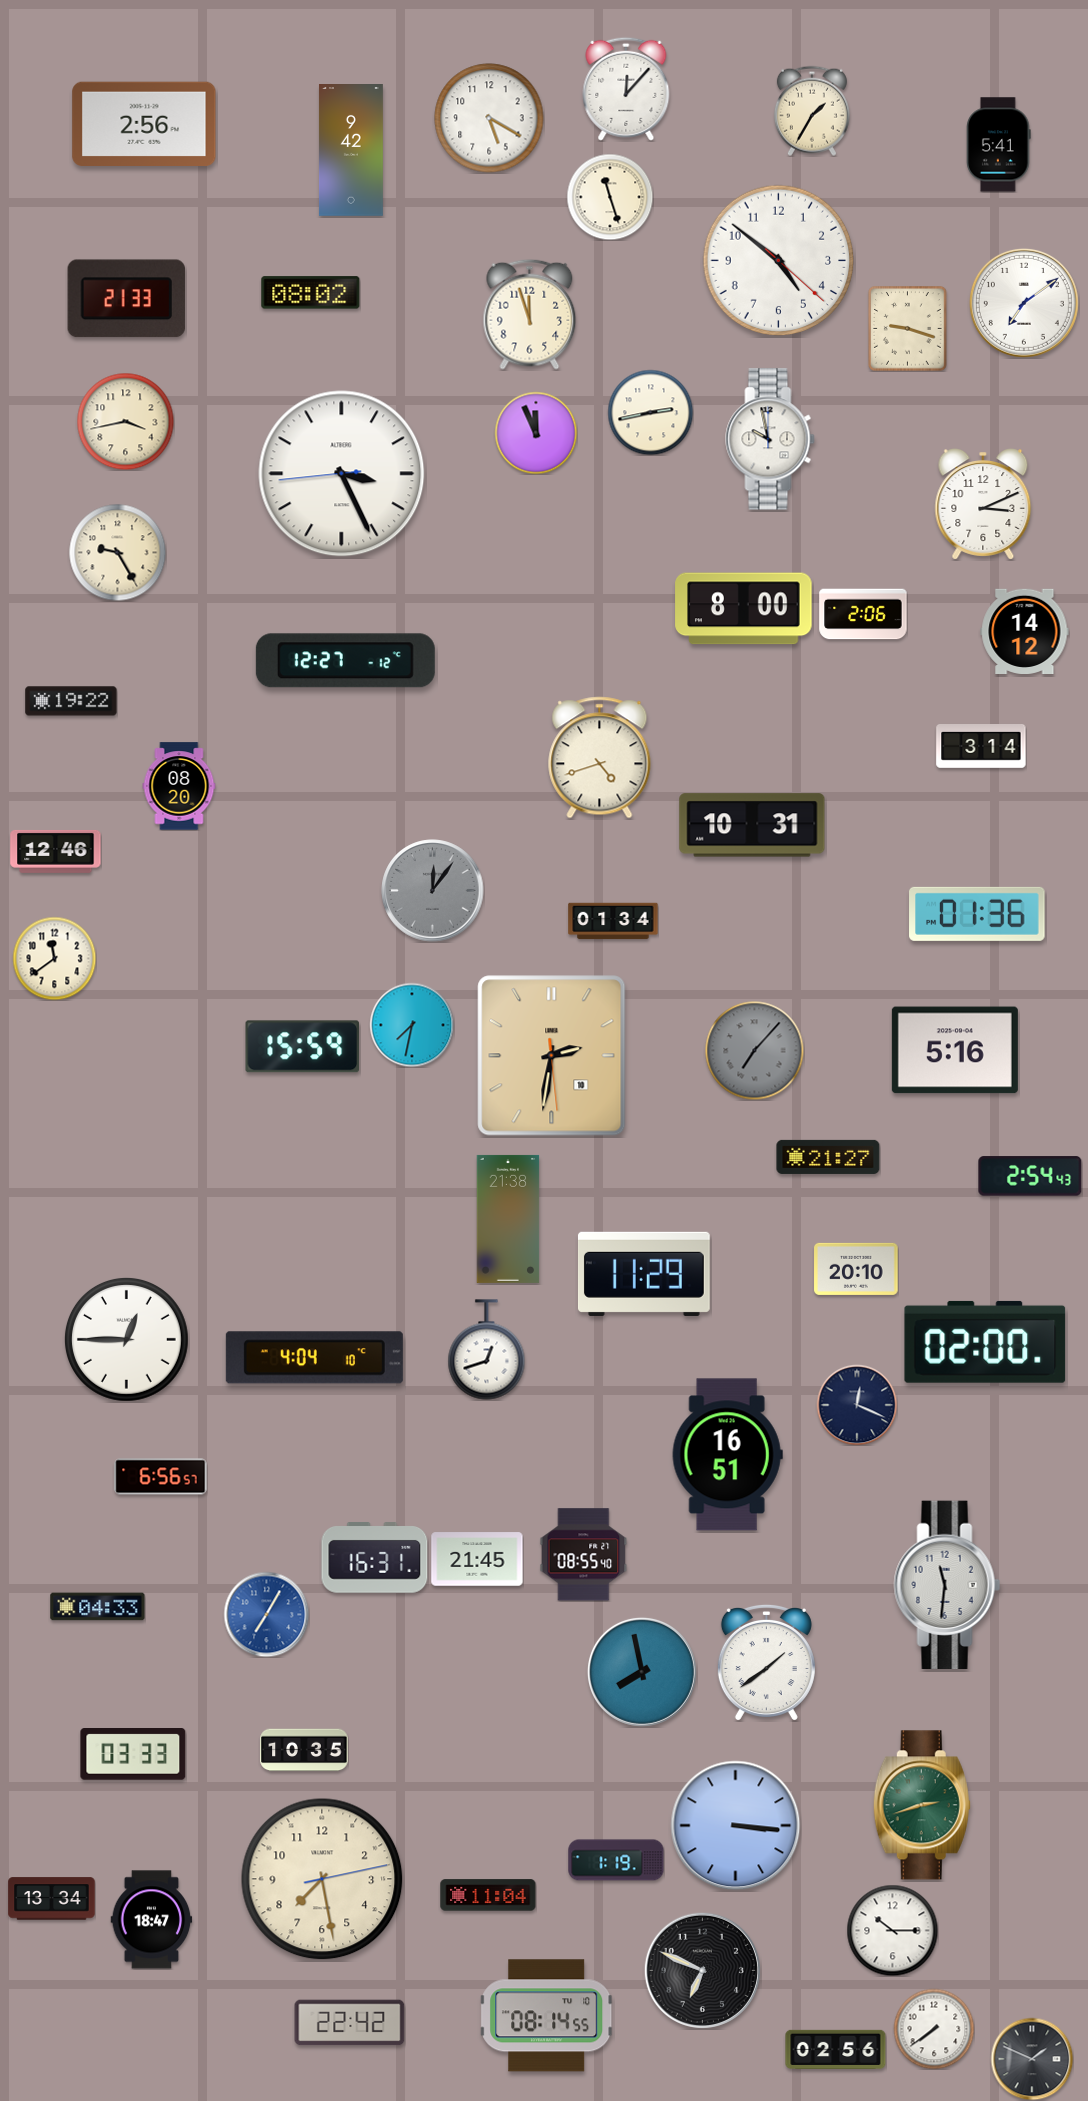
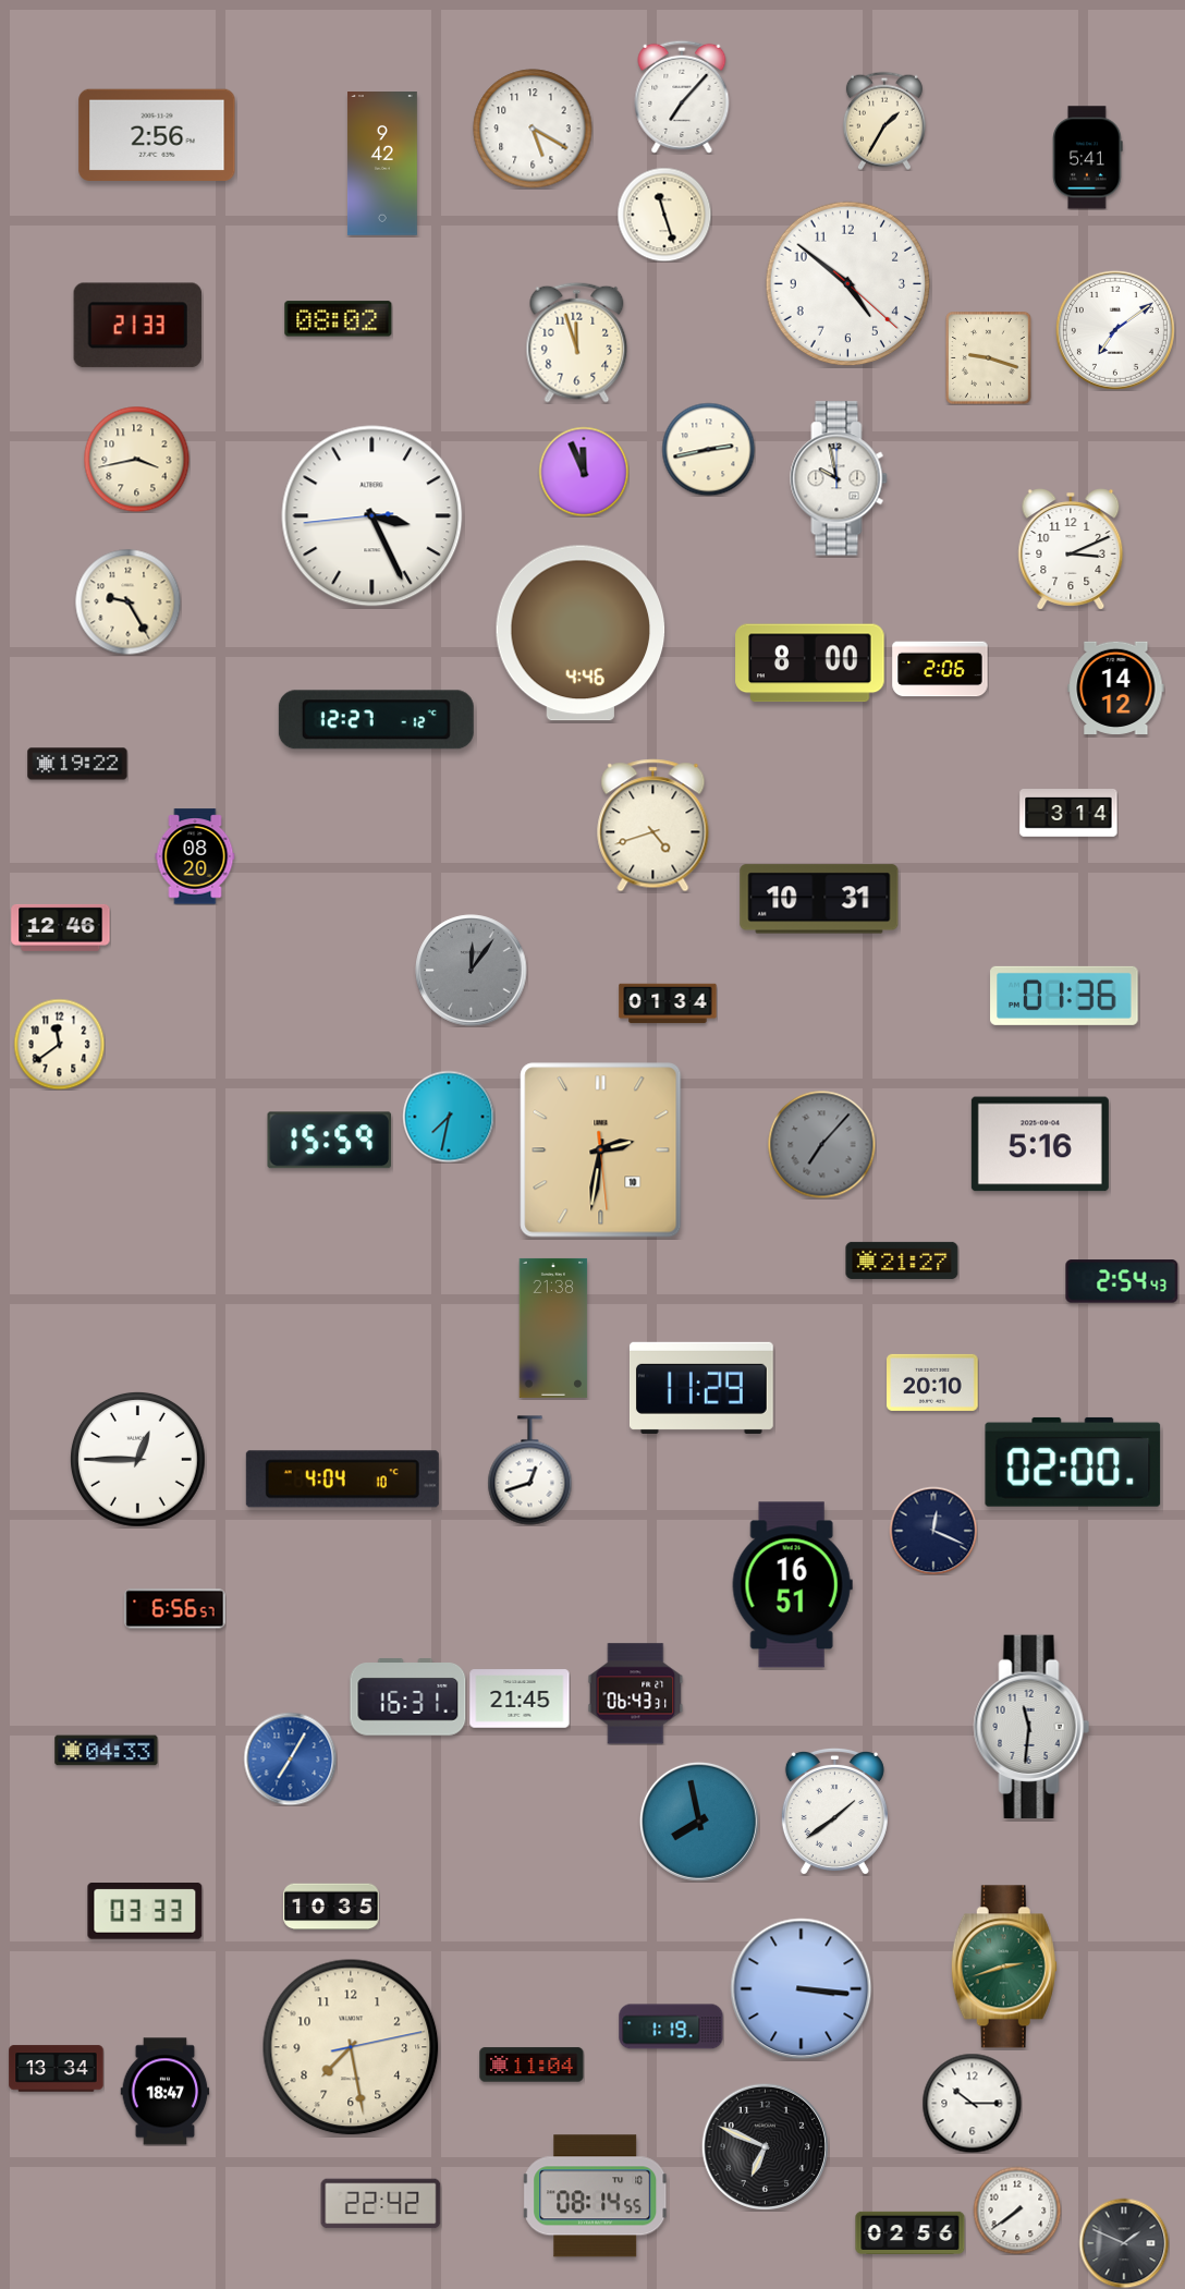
clock at (626, 89): 12:07 -> 7:07
clock at (581, 633): none -> 4:46
clock at (584, 1555): 08:55 -> 06:43
